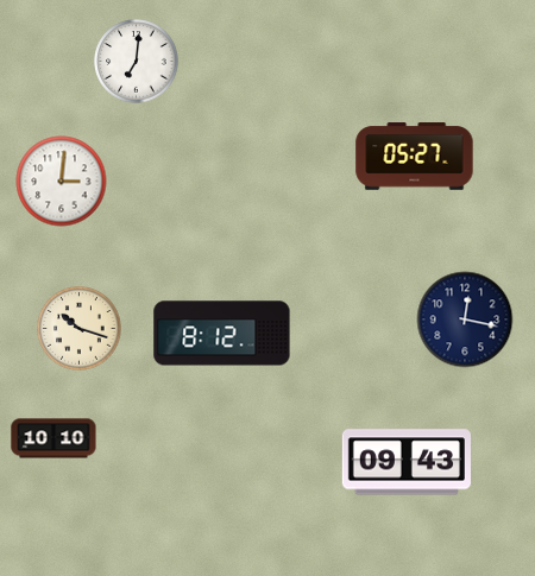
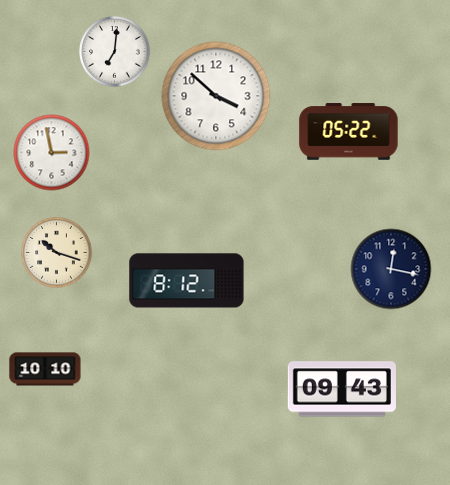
clock at (216, 96): none -> 3:52
clock at (415, 157): 05:27 -> 05:22
clock at (62, 182): 3:01 -> 2:58
clock at (80, 329) position: (80, 329) -> (57, 253)
